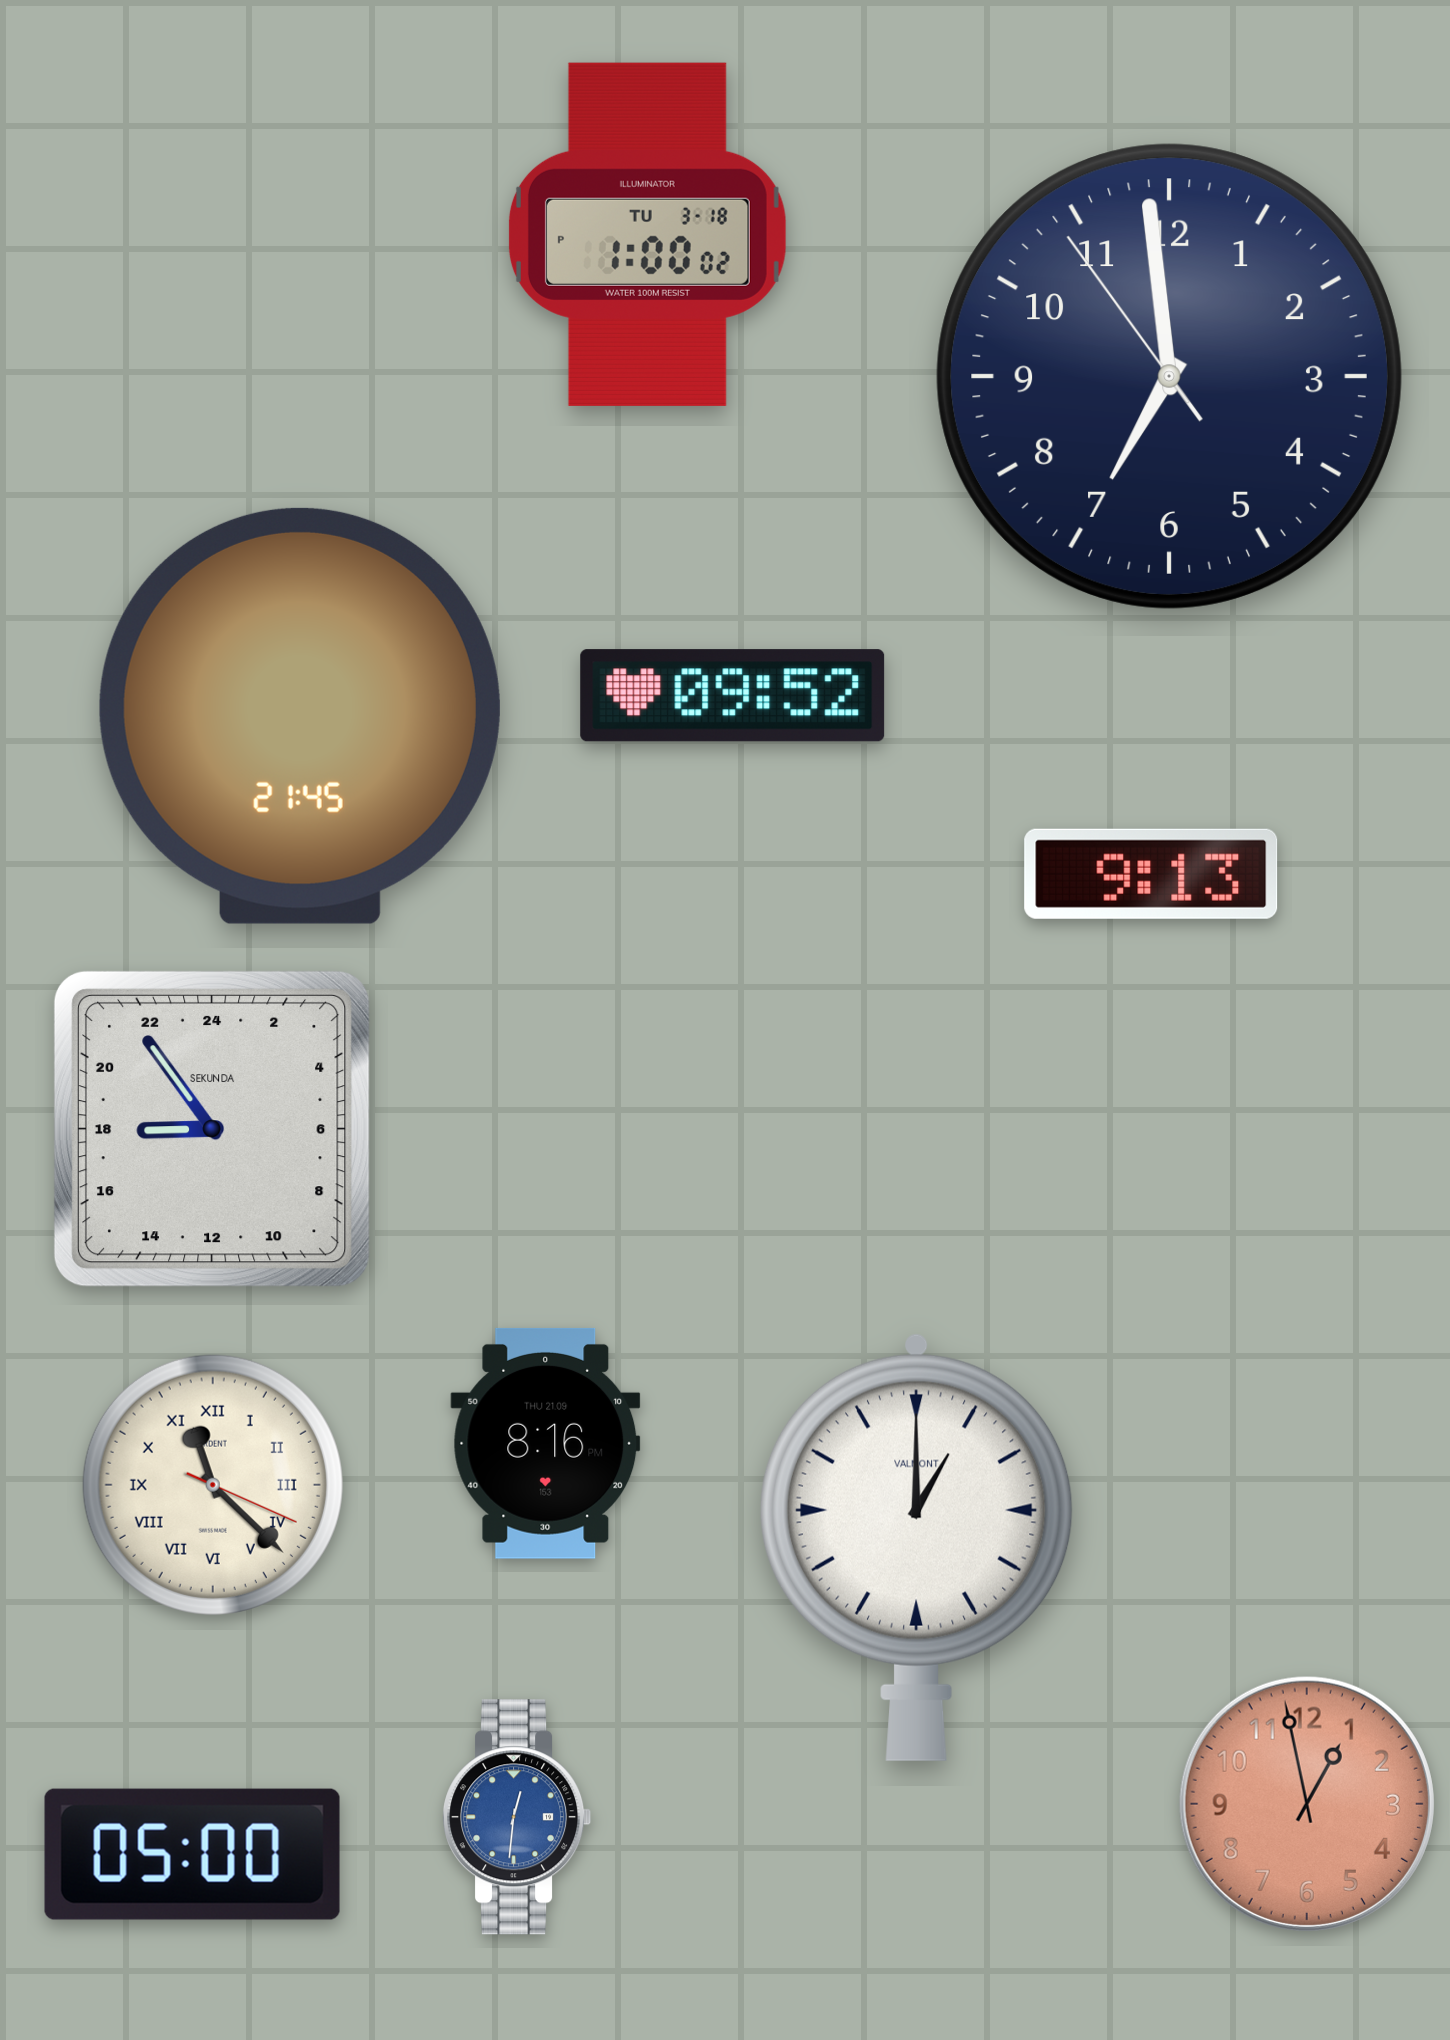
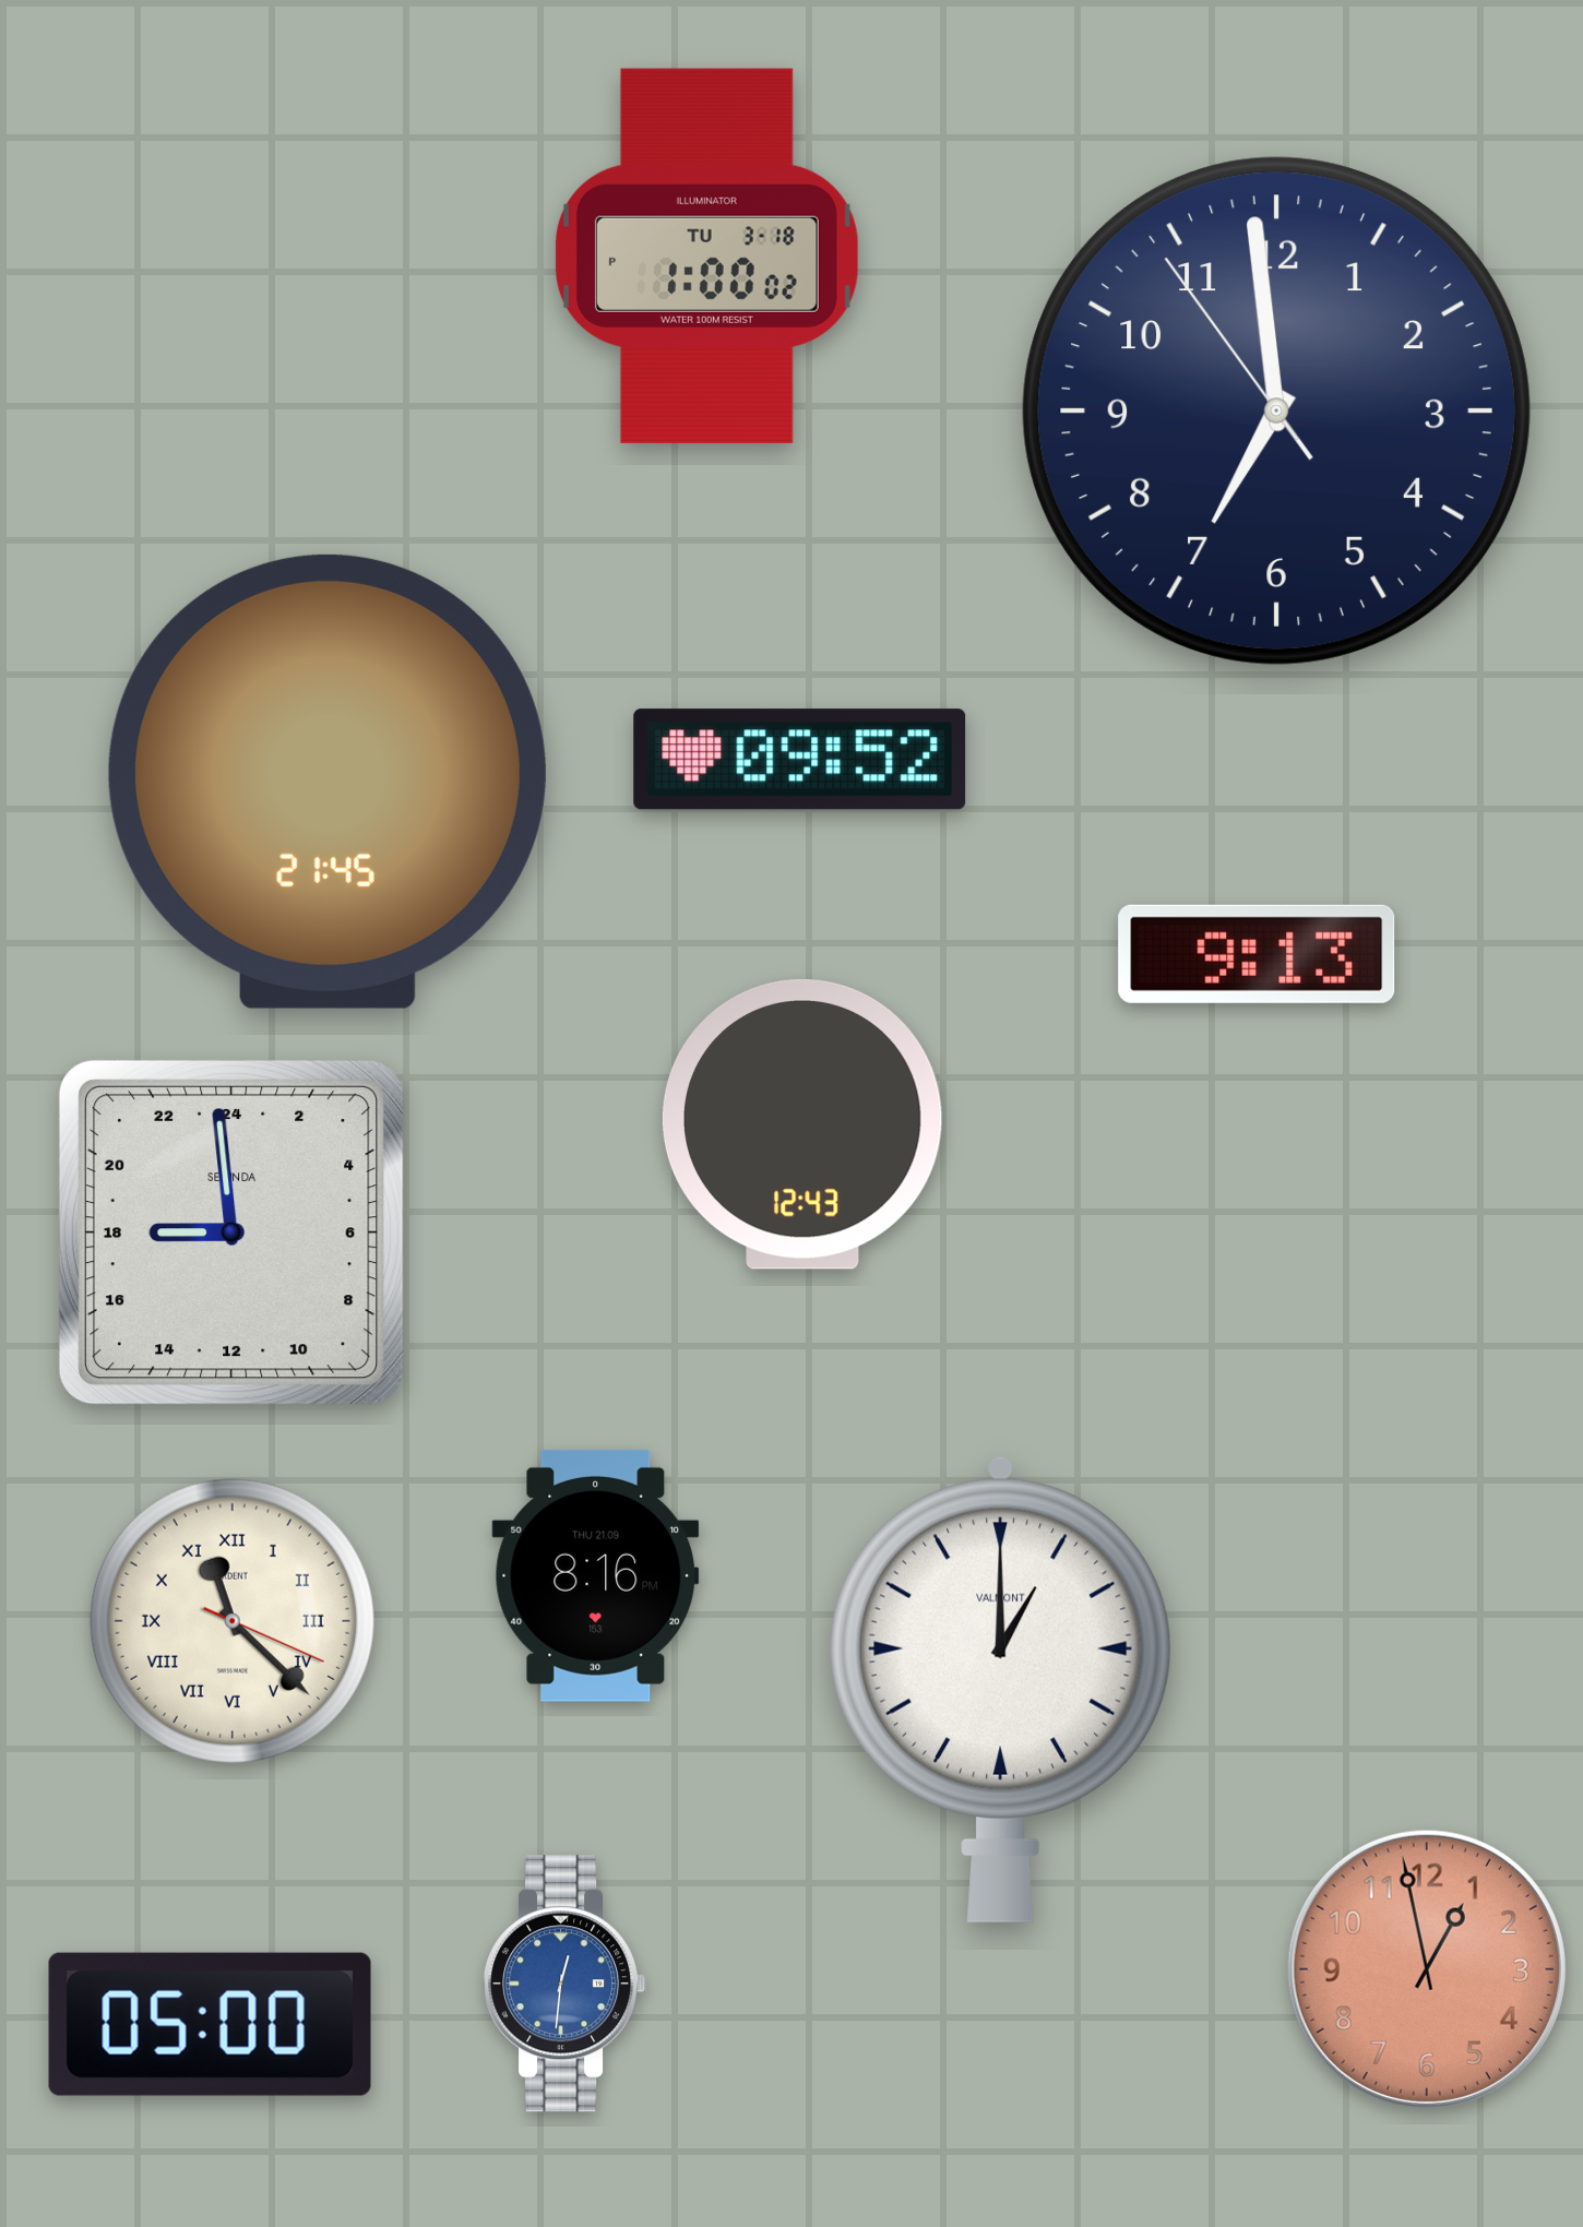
clock at (802, 1124): none -> 12:43
clock at (212, 1129): 17:54 -> 17:59
